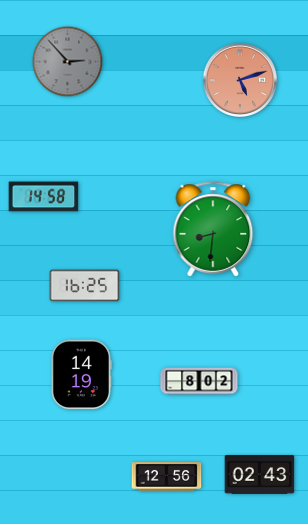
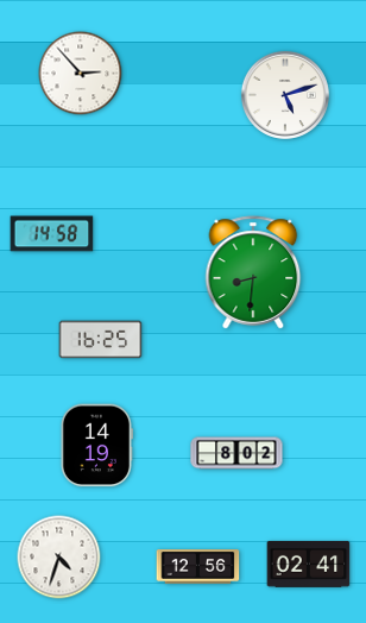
clock at (68, 62) dial: grey -> white
clock at (240, 80) dial: salmon -> white
clock at (59, 558): none -> 4:33
clock at (260, 474): 02:43 -> 02:41
